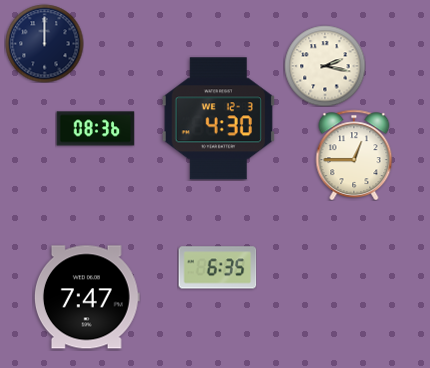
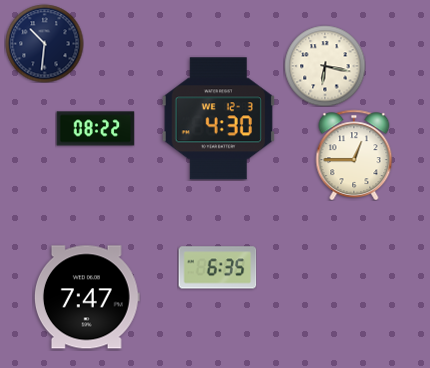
clock at (44, 43): 12:00 -> 10:31
clock at (325, 66): 2:17 -> 6:17
clock at (95, 129): 08:36 -> 08:22
